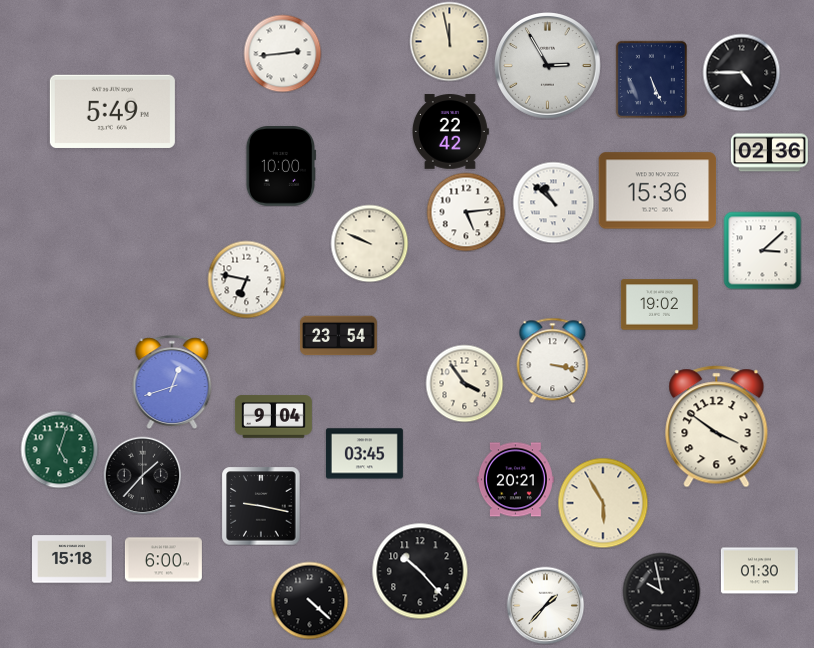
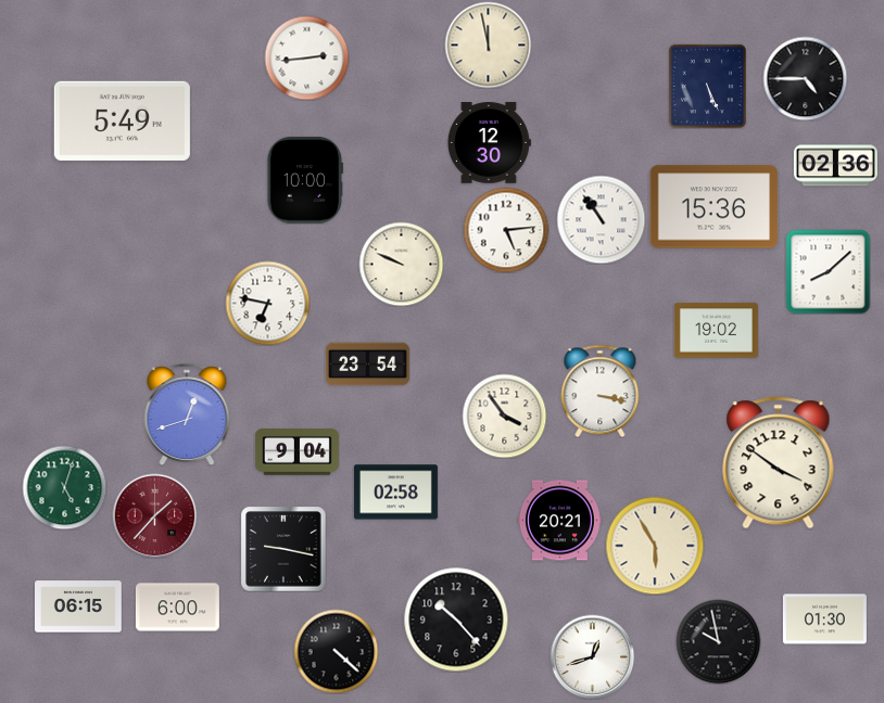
clock at (548, 66): 2:55 -> none
clock at (450, 132): 22:42 -> 12:30
clock at (553, 202): 10:52 -> 10:54
clock at (762, 250): 3:08 -> 8:08
clock at (364, 454): 03:45 -> 02:58
clock at (142, 475) dial: black -> burgundy
clock at (73, 559): 15:18 -> 06:15
clock at (545, 605): 1:37 -> 12:42
